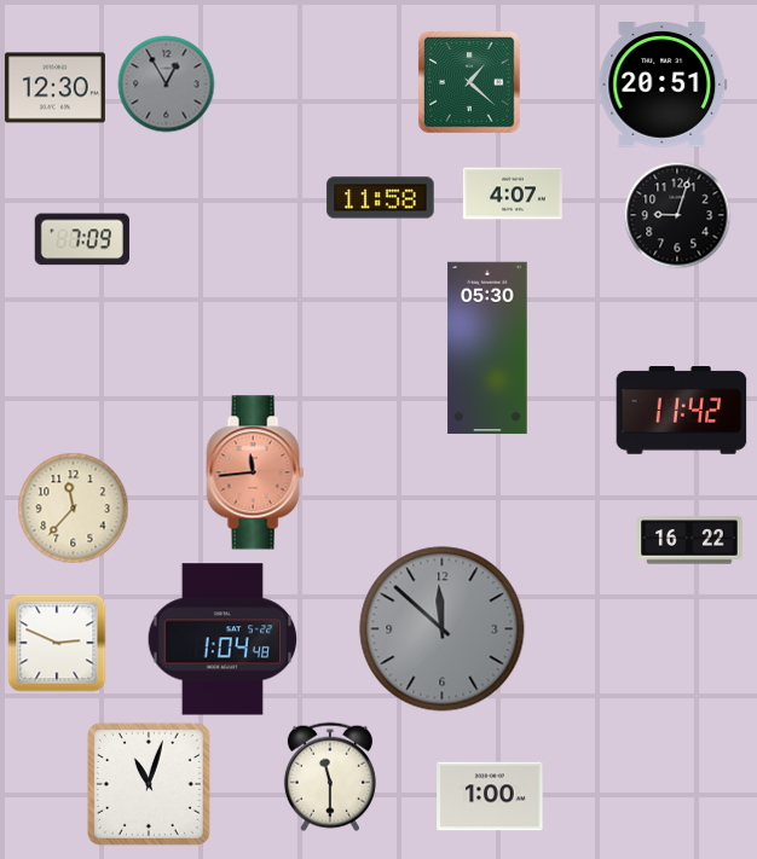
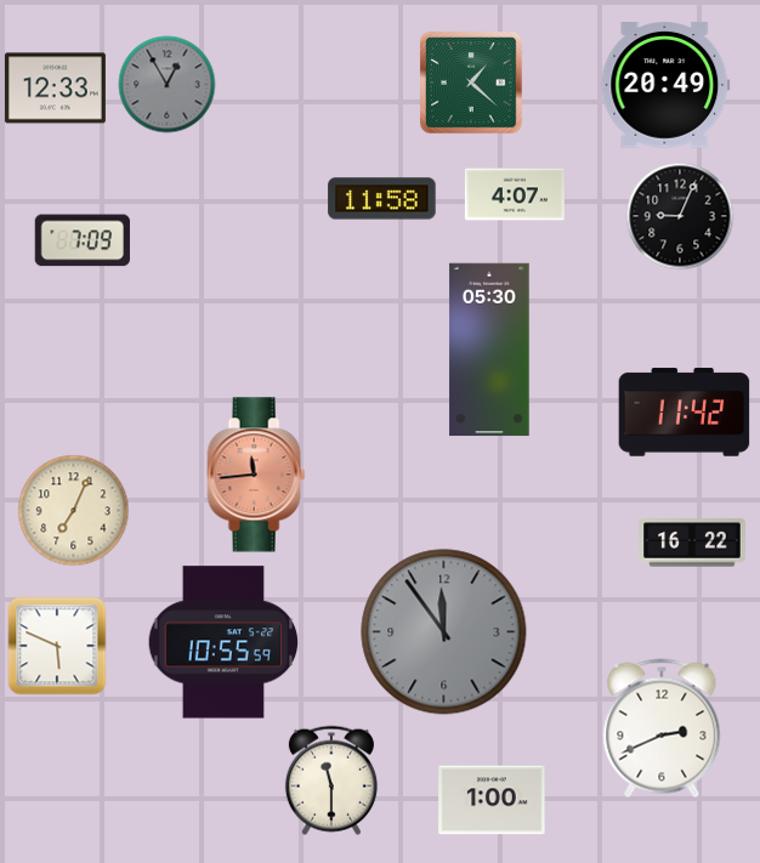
clock at (663, 85): 20:51 -> 20:49
clock at (54, 88): 12:30 -> 12:33
clock at (677, 215): 9:03 -> 9:04
clock at (74, 509): 11:37 -> 7:04
clock at (443, 629): 11:52 -> 11:54
clock at (223, 639): 1:04 -> 10:55
clock at (57, 643): 2:49 -> 5:49
clock at (662, 728): none -> 2:41
clock at (149, 784): 11:03 -> none
